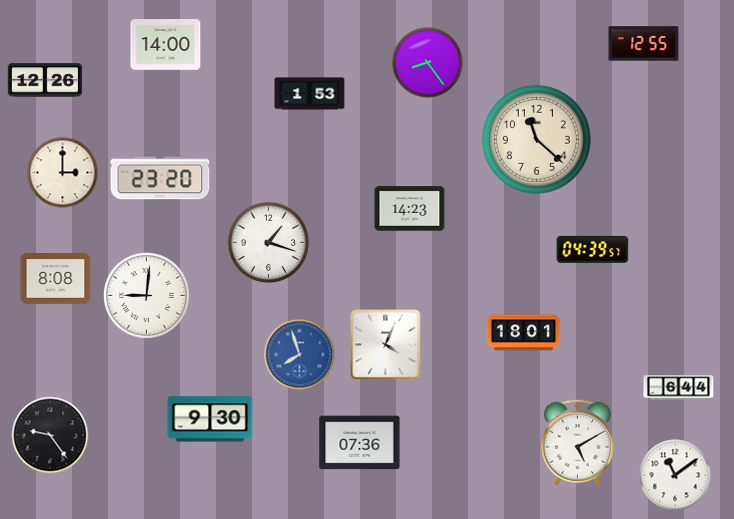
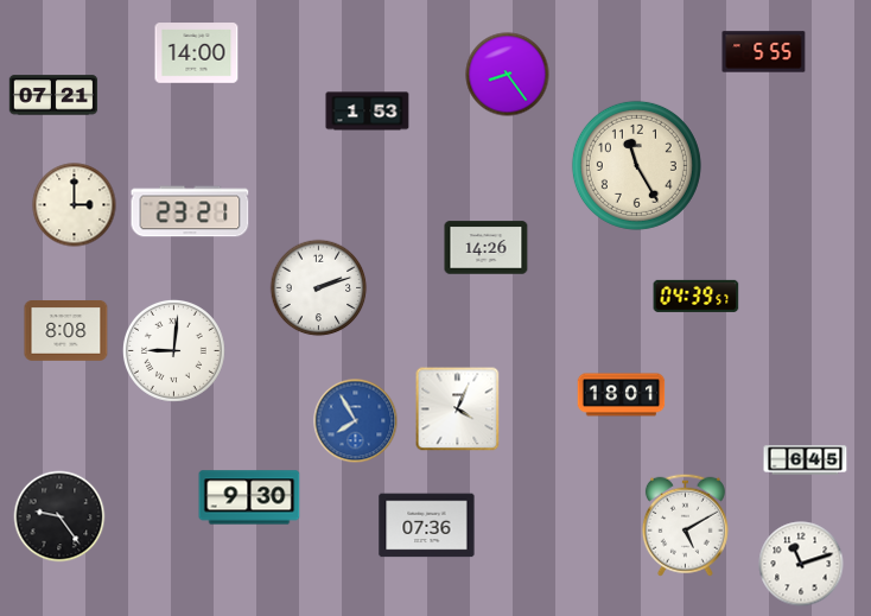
clock at (644, 44): 12:55 -> 5:55
clock at (45, 80): 12:26 -> 07:21
clock at (536, 139): 11:22 -> 11:25
clock at (160, 178): 23:20 -> 23:21
clock at (410, 209): 14:23 -> 14:26
clock at (269, 243): 1:18 -> 2:12
clock at (593, 249) position: (593, 249) -> (697, 296)
clock at (300, 355): 7:57 -> 7:55
clock at (679, 388): 6:44 -> 6:45
clock at (675, 475): 11:09 -> 11:12
